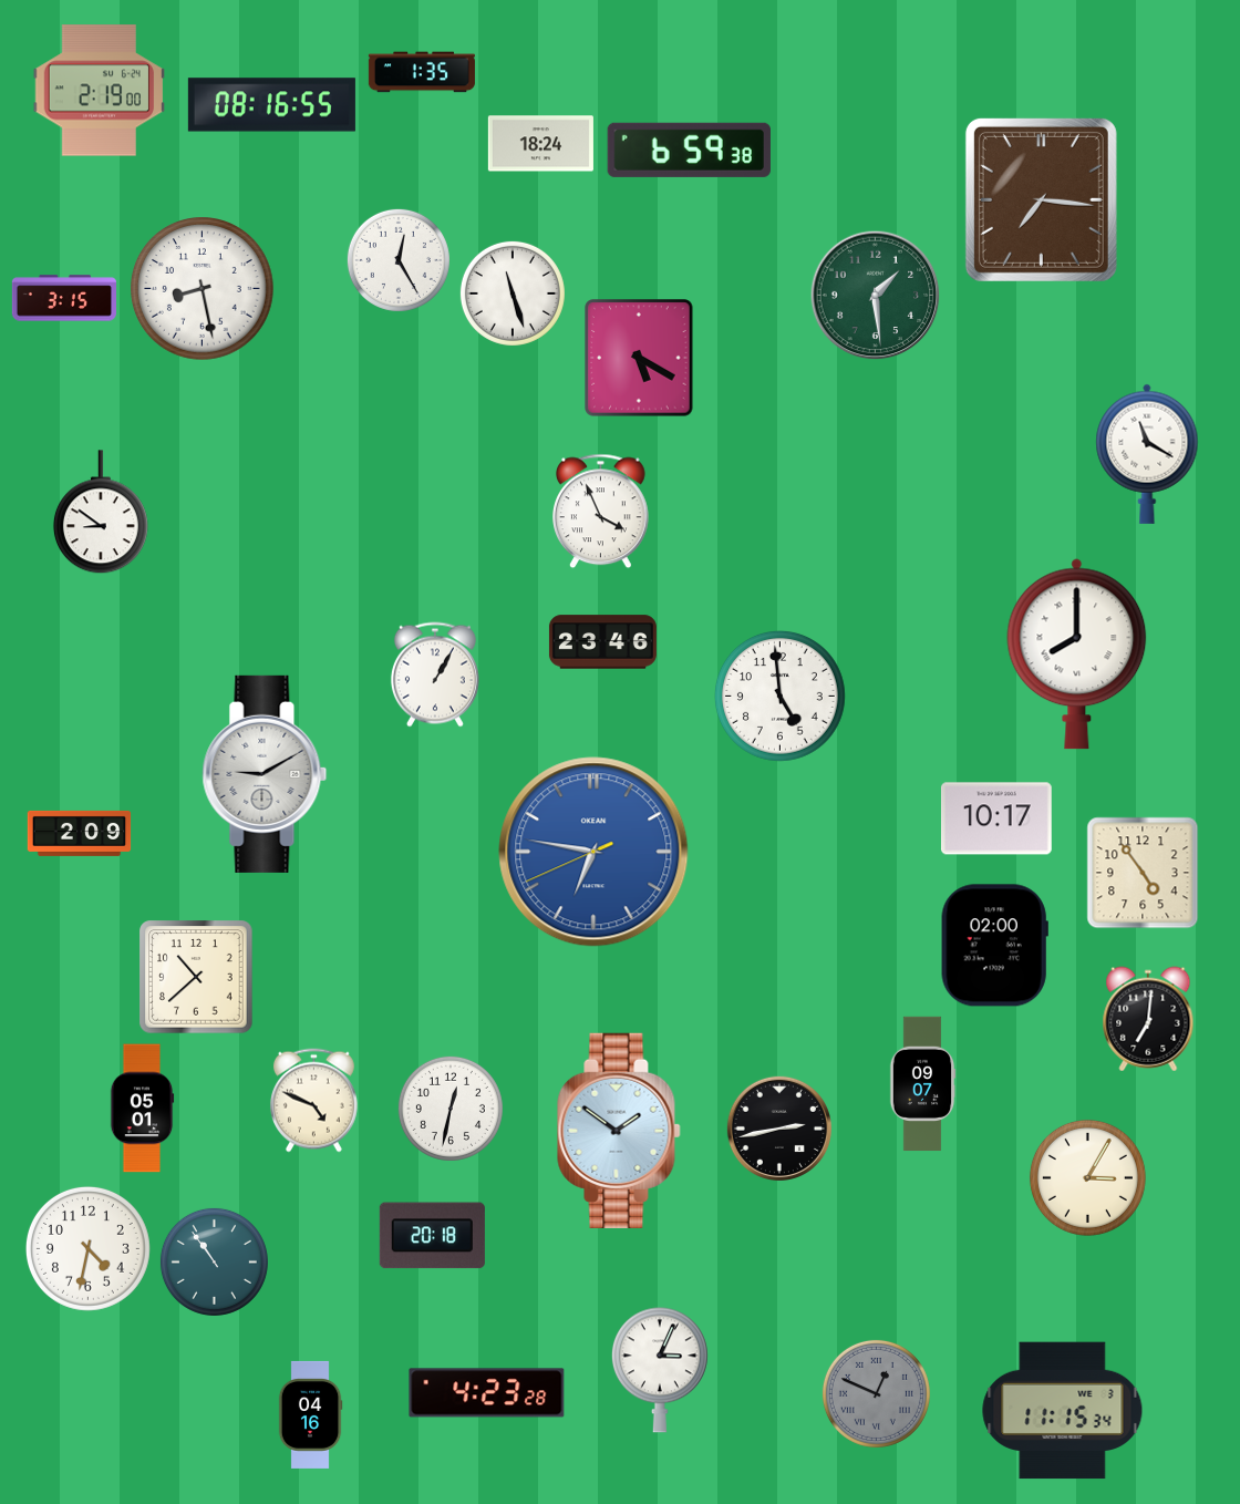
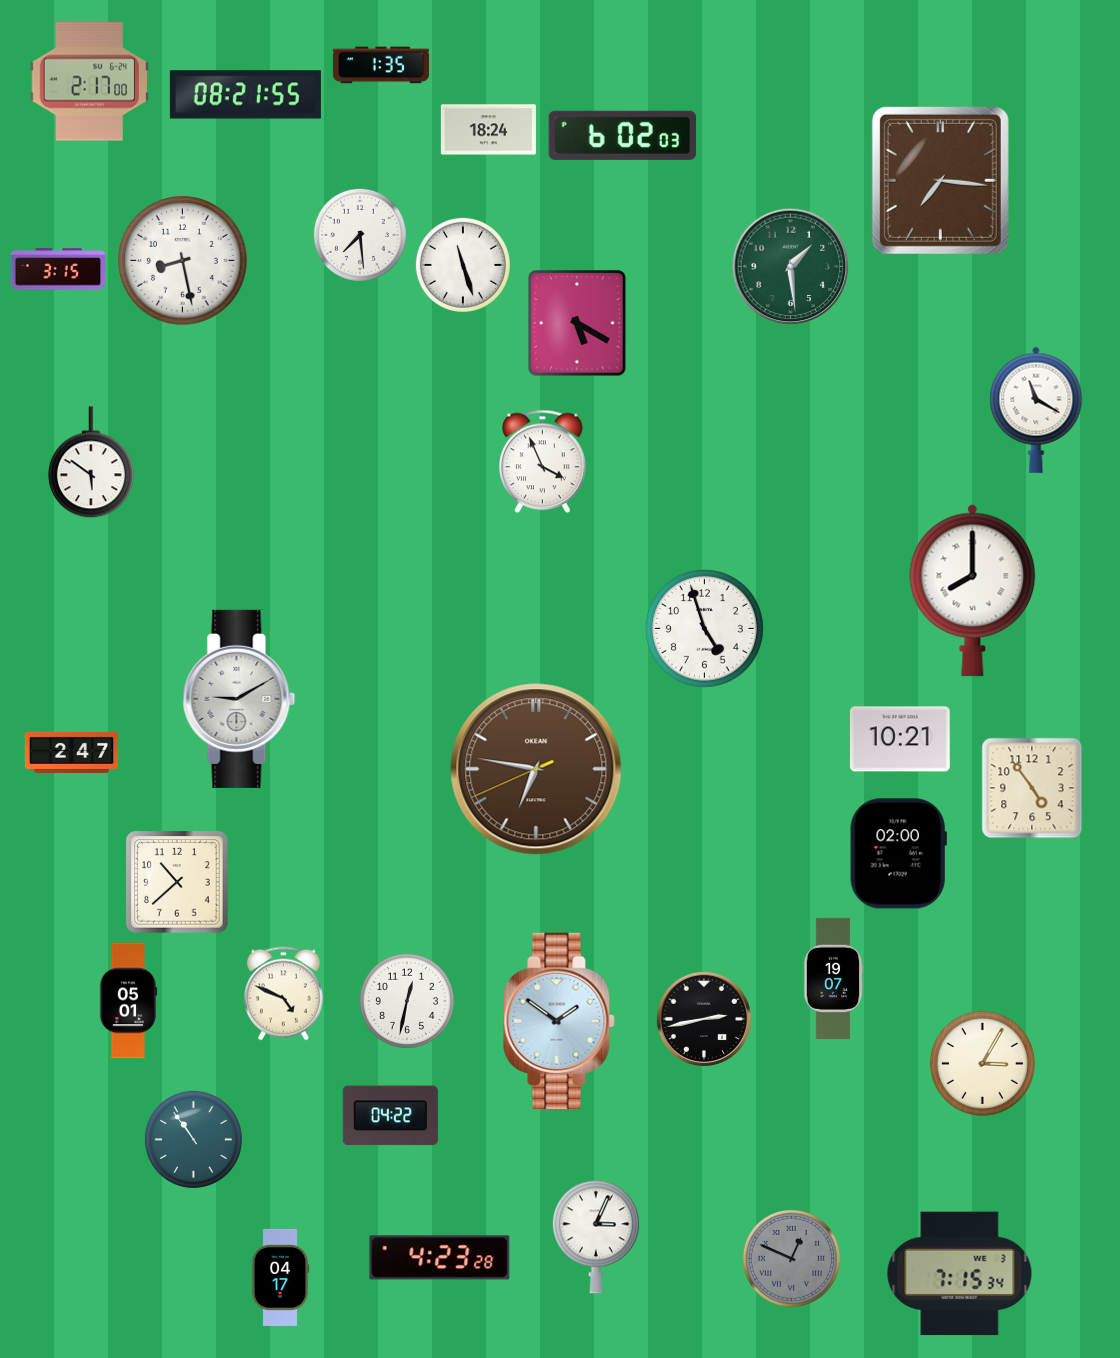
clock at (100, 91): 2:19 -> 2:17
clock at (271, 105): 08:16 -> 08:21
clock at (689, 150): 6:59 -> 6:02
clock at (399, 260): 12:25 -> 7:29
clock at (101, 513): 8:51 -> 5:51
clock at (602, 642): 23:46 -> none
clock at (435, 674): 1:05 -> none
clock at (779, 696): 4:59 -> 4:57
clock at (996, 818): 10:17 -> 10:21
clock at (80, 833): 2:09 -> 2:47
clock at (593, 852) dial: blue -> brown
clock at (1148, 1019): 7:01 -> none
clock at (922, 1084): 09:07 -> 19:07
clock at (432, 1236): 20:18 -> 04:22
clock at (87, 1248): 4:32 -> none
clock at (1063, 1411): 11:15 -> 7:15
clock at (310, 1414): 04:16 -> 04:17
